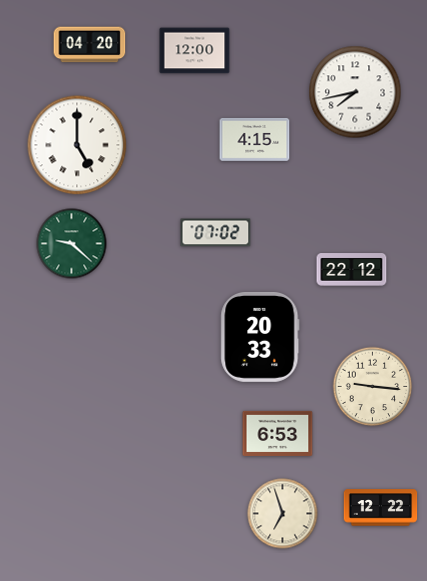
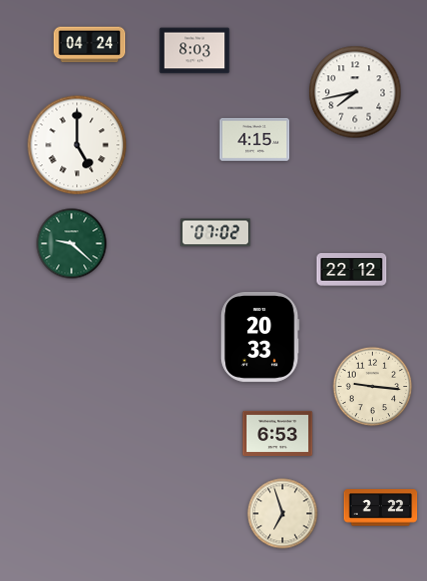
clock at (90, 45): 04:20 -> 04:24
clock at (195, 51): 12:00 -> 8:03
clock at (381, 508): 12:22 -> 2:22
